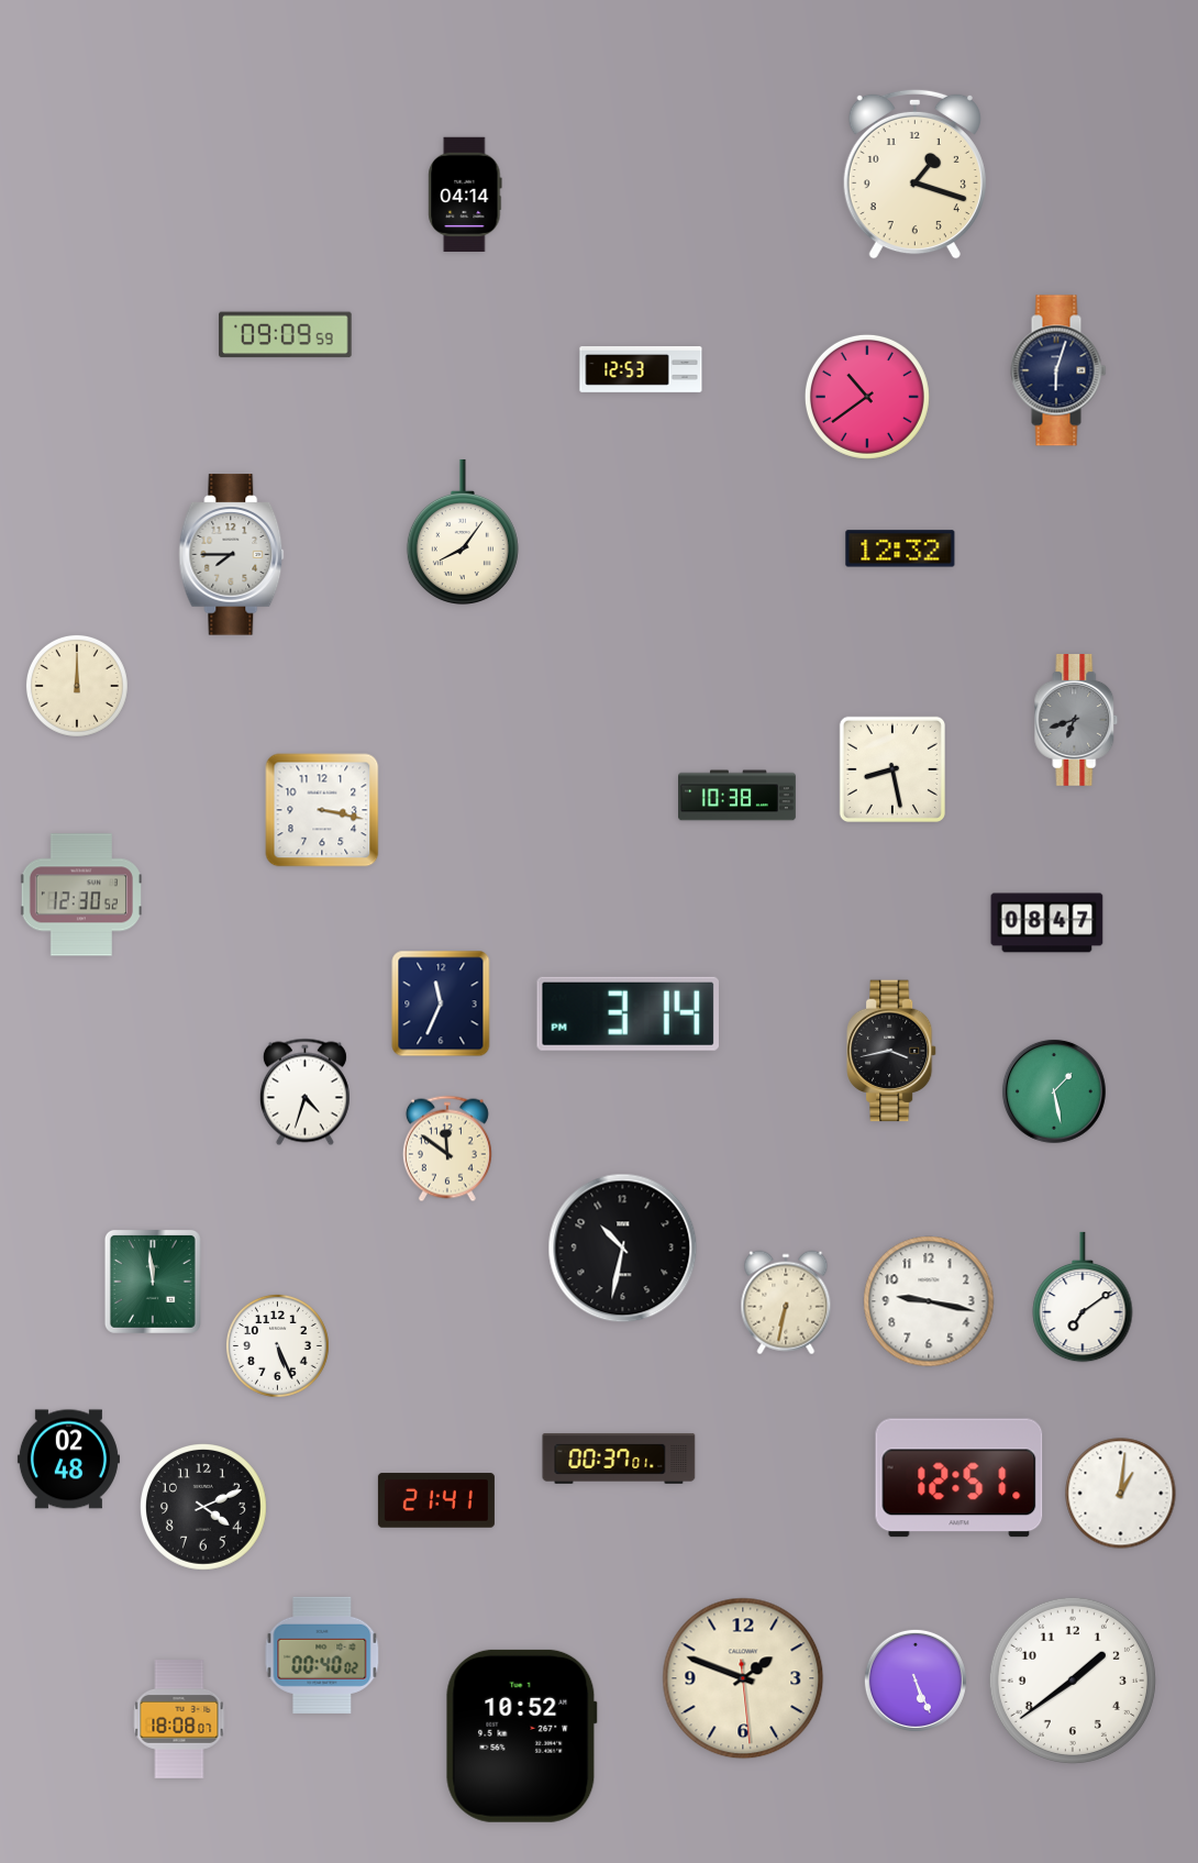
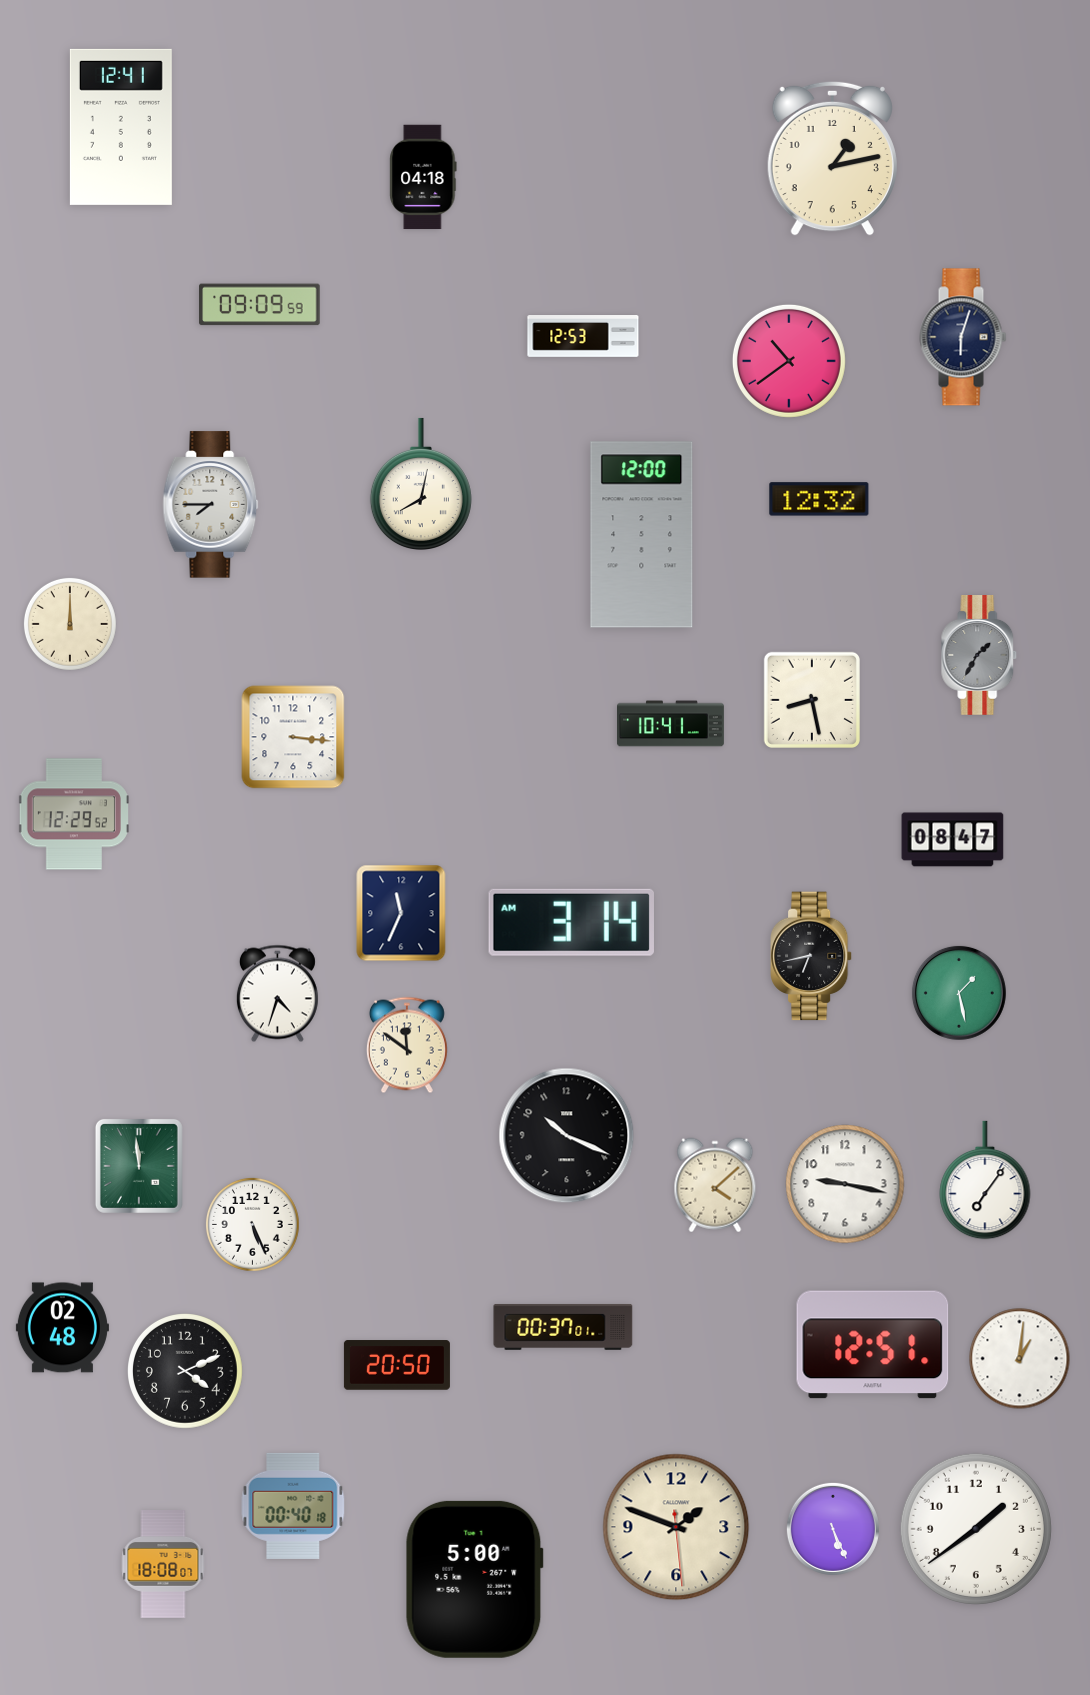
clock at (121, 127): none -> 12:41
clock at (914, 174): 1:18 -> 1:13
clock at (465, 195): 04:14 -> 04:18
clock at (463, 531): 8:06 -> 8:02
clock at (642, 535): none -> 12:00
clock at (1076, 721): 6:42 -> 1:35
clock at (737, 796): 10:38 -> 10:41
clock at (322, 810): 3:17 -> 3:16
clock at (81, 895): 12:30 -> 12:29
clock at (628, 1013): 3:14 PM -> 3:14 AM
clock at (892, 1051): 3:43 -> 6:43
clock at (623, 1249): 10:32 -> 10:19
clock at (1083, 1297): 7:09 -> 7:06
clock at (786, 1302): 6:32 -> 4:08
clock at (436, 1500): 21:41 -> 20:50
clock at (322, 1655): 00:40:02 -> 00:40:18
clock at (521, 1736): 10:52 -> 5:00
